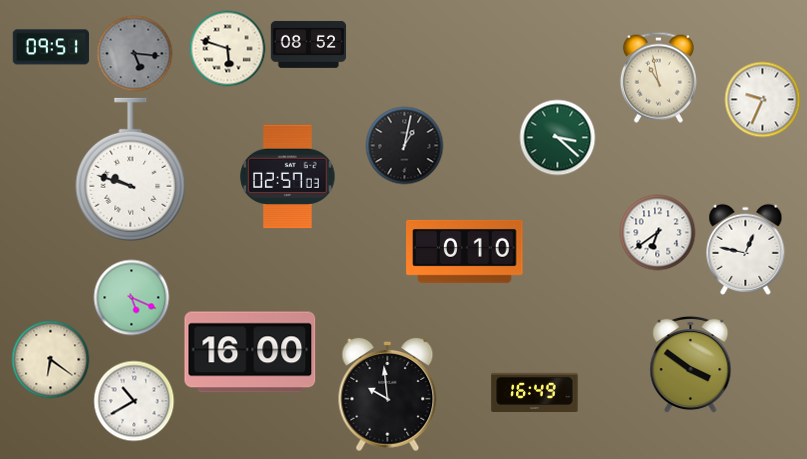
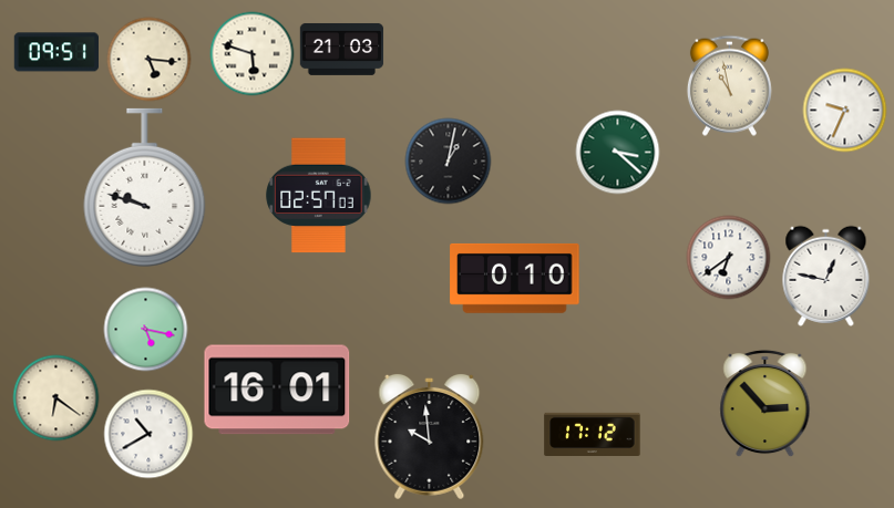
clock at (309, 44): 08:52 -> 21:03
clock at (135, 54) dial: grey -> cream
clock at (132, 298): 5:19 -> 5:17
clock at (250, 352): 16:00 -> 16:01
clock at (691, 365): 3:51 -> 2:53
clock at (535, 392): 16:49 -> 17:12
clock at (134, 401) position: (134, 401) -> (148, 434)
